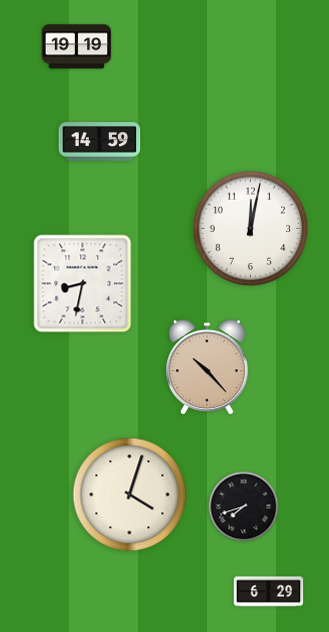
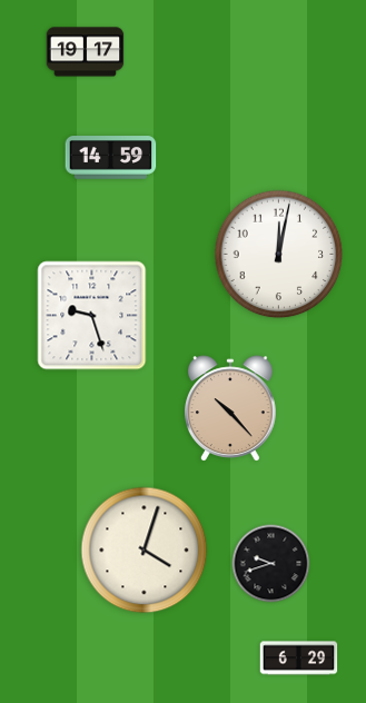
clock at (77, 47): 19:19 -> 19:17
clock at (83, 284): 8:32 -> 9:27
clock at (244, 507): 7:42 -> 9:42
